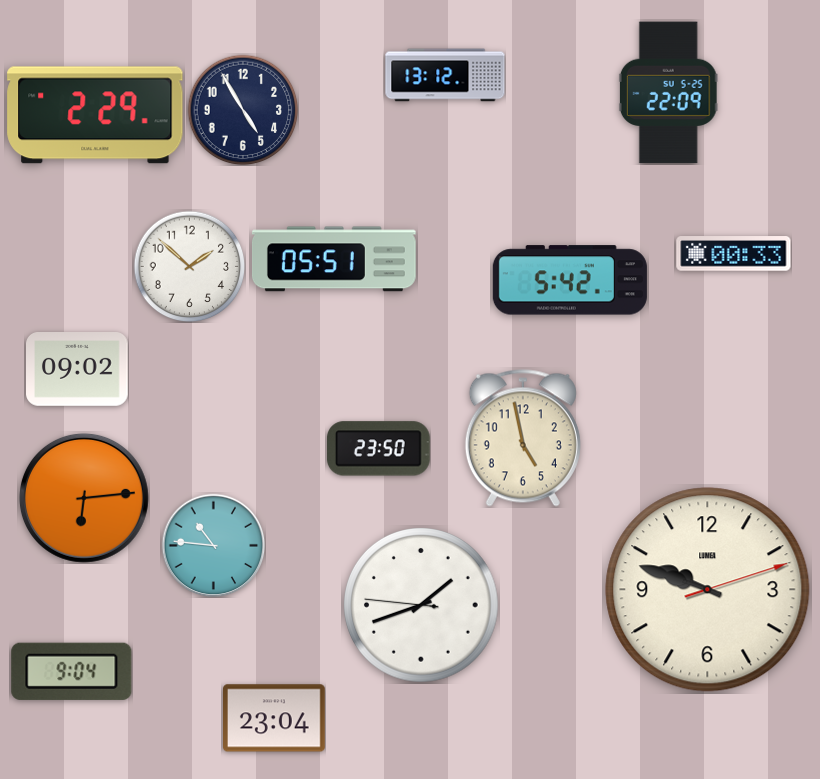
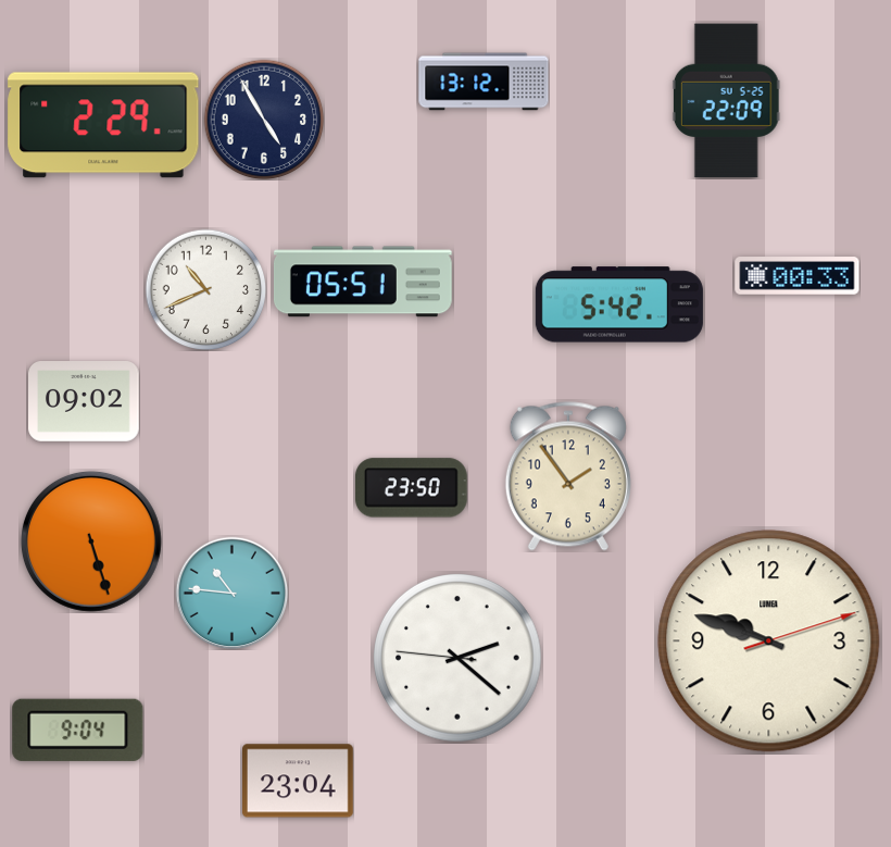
clock at (189, 266): 1:52 -> 10:41
clock at (523, 438): 4:58 -> 1:54
clock at (84, 498): 6:14 -> 5:27
clock at (422, 606): 1:41 -> 2:21
